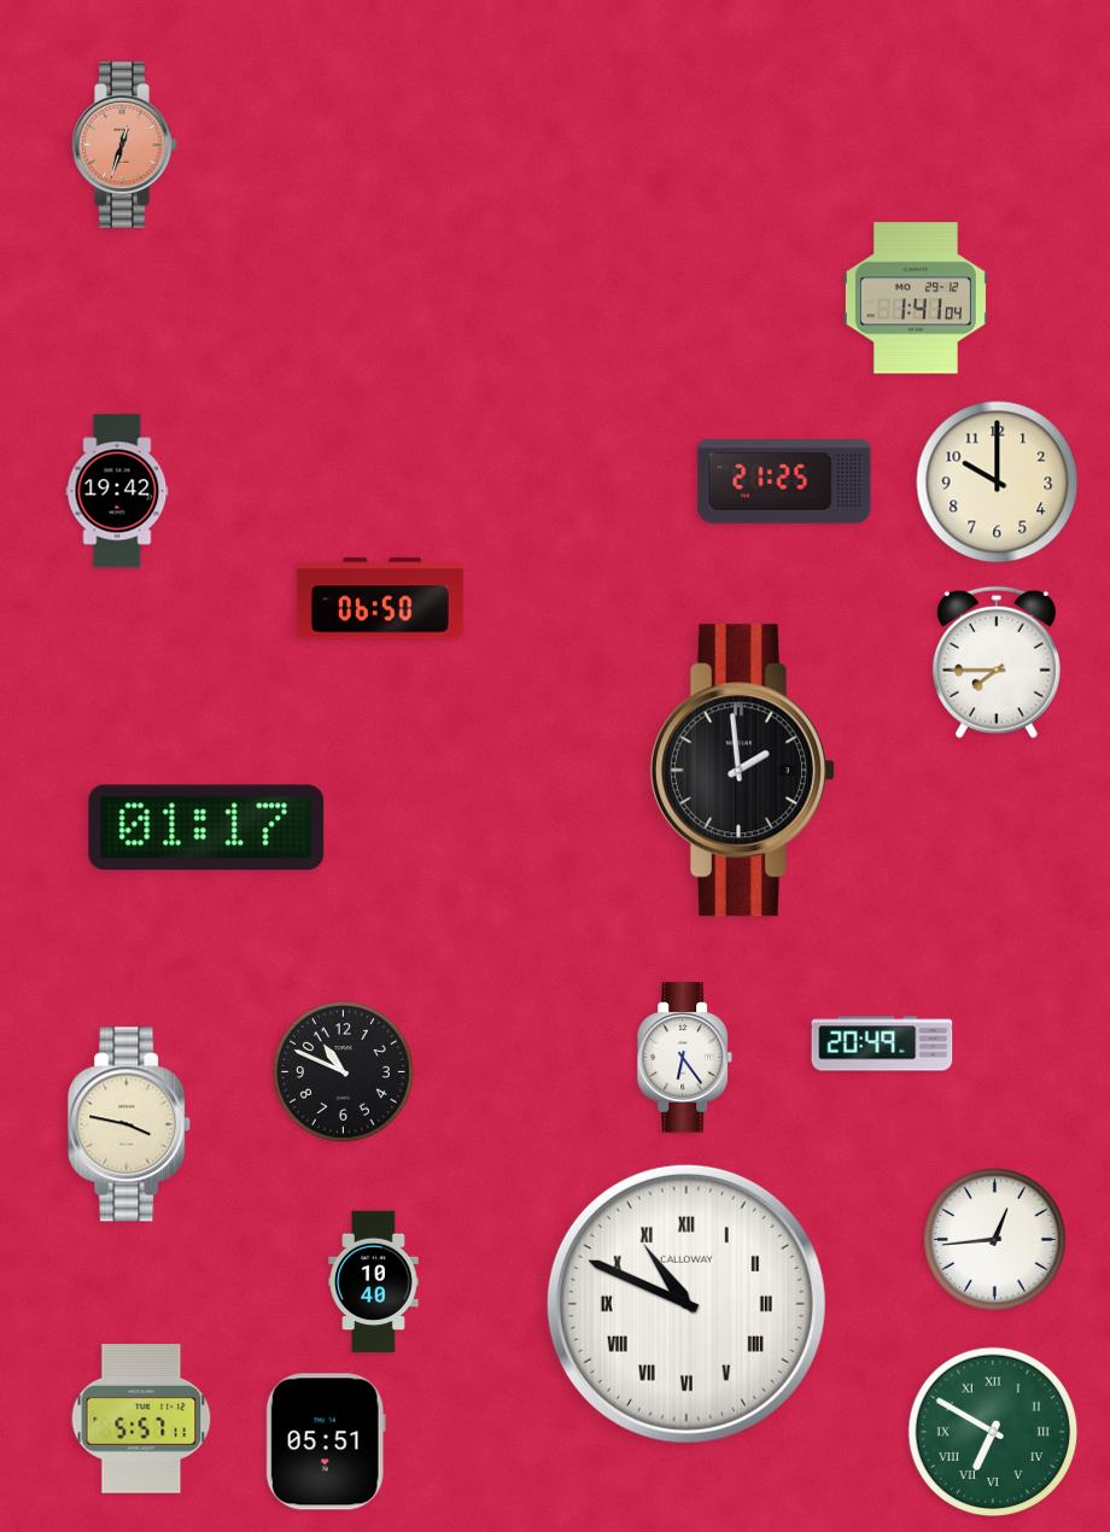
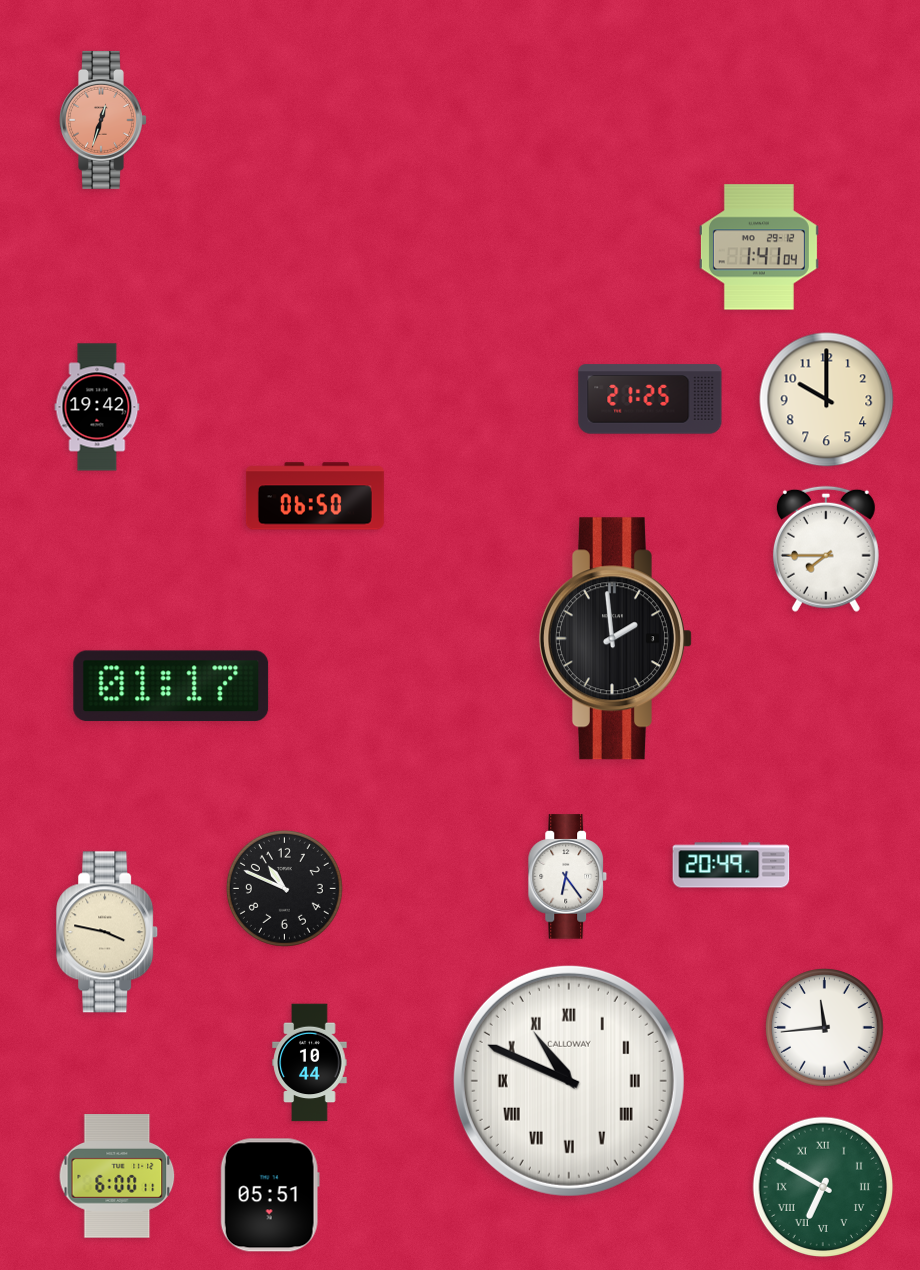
clock at (995, 1240): 12:44 -> 11:44
clock at (374, 1282): 10:40 -> 10:44
clock at (141, 1419): 5:57 -> 6:00
